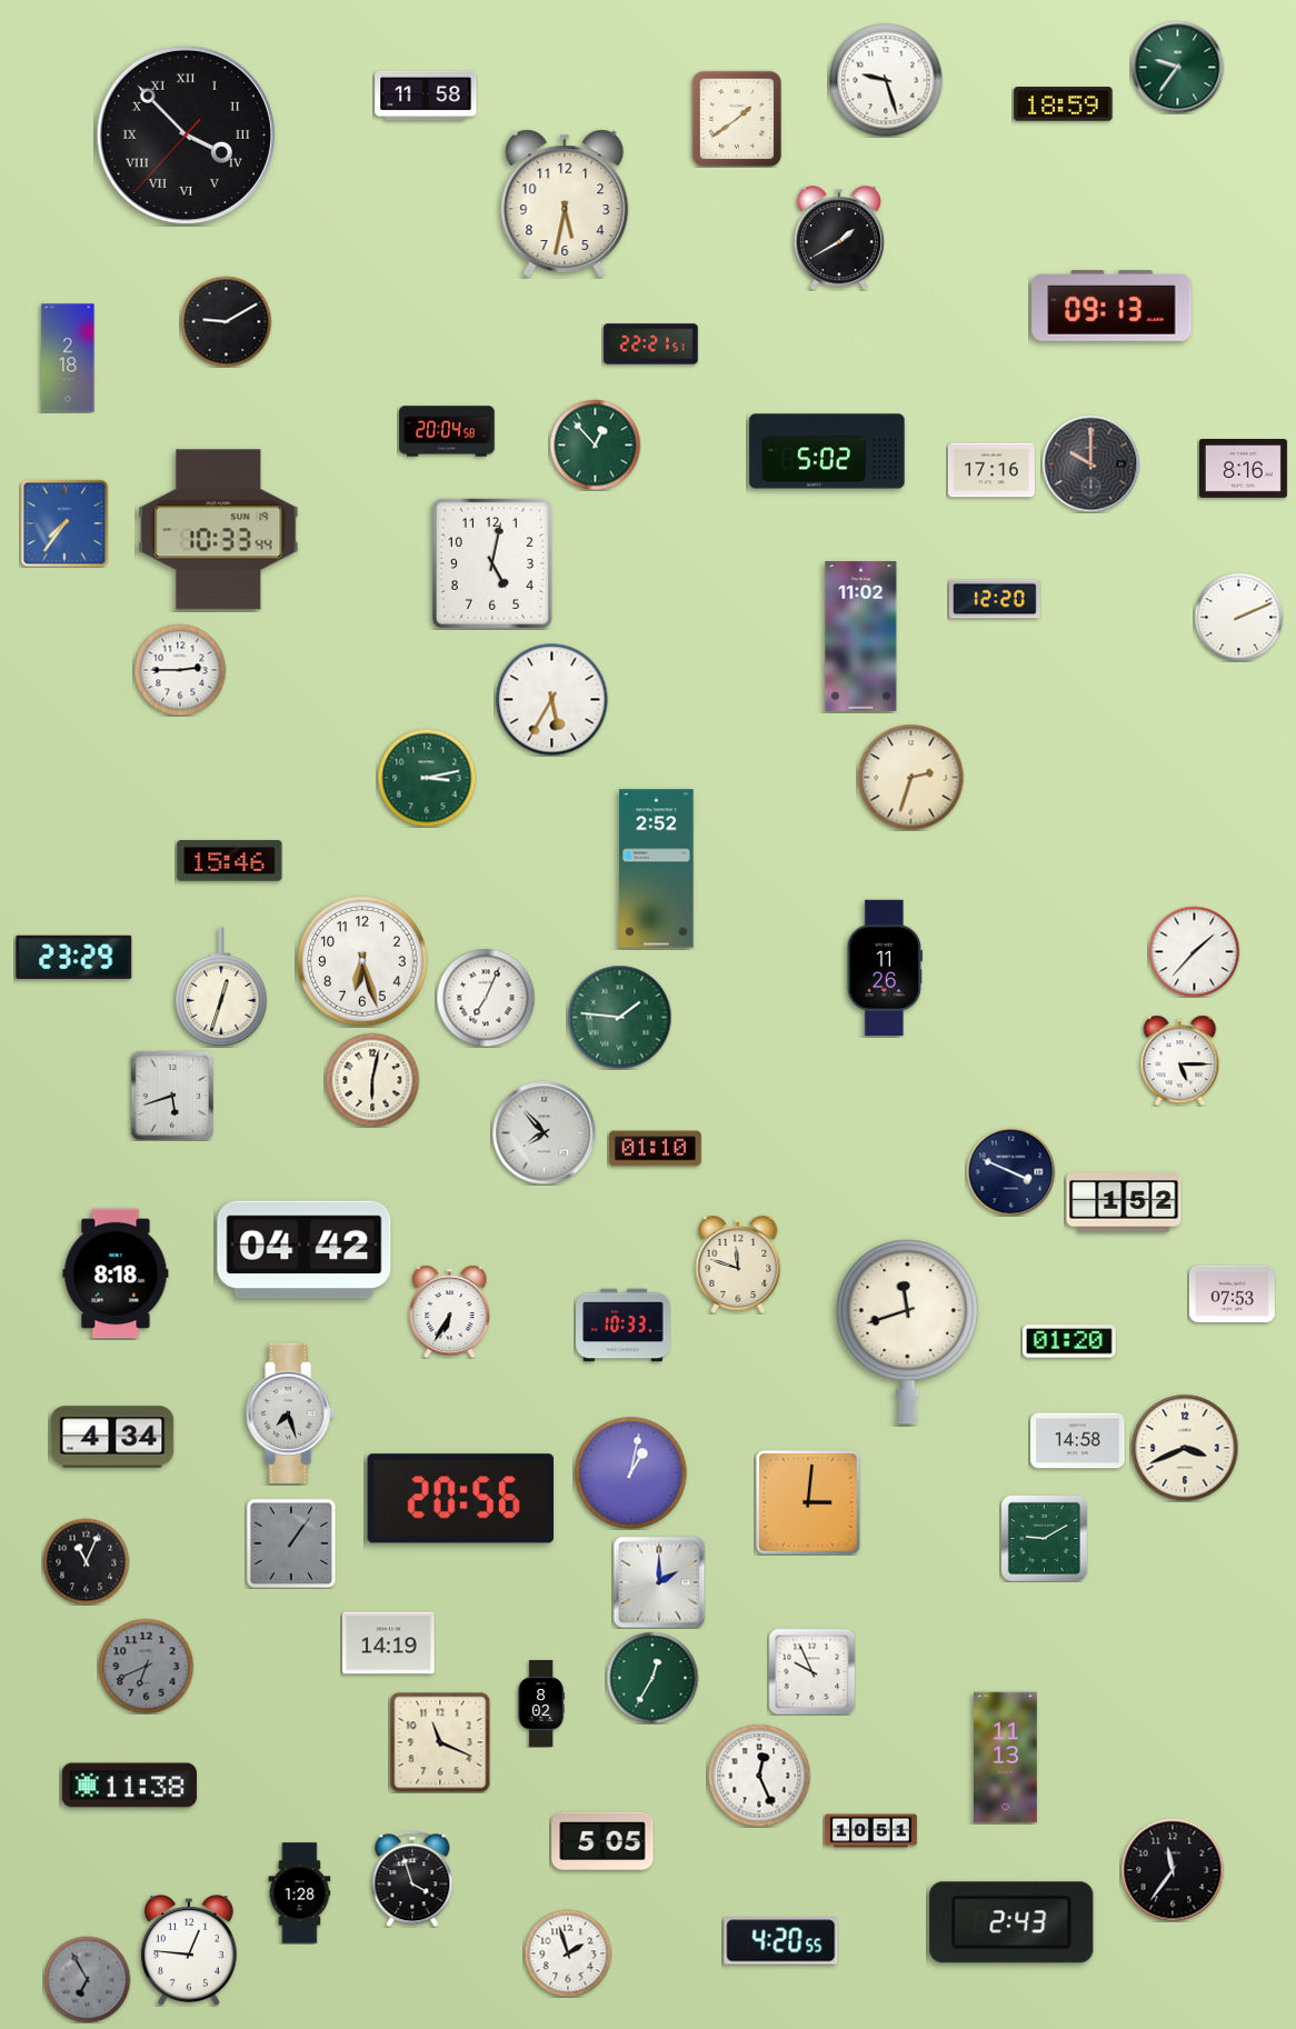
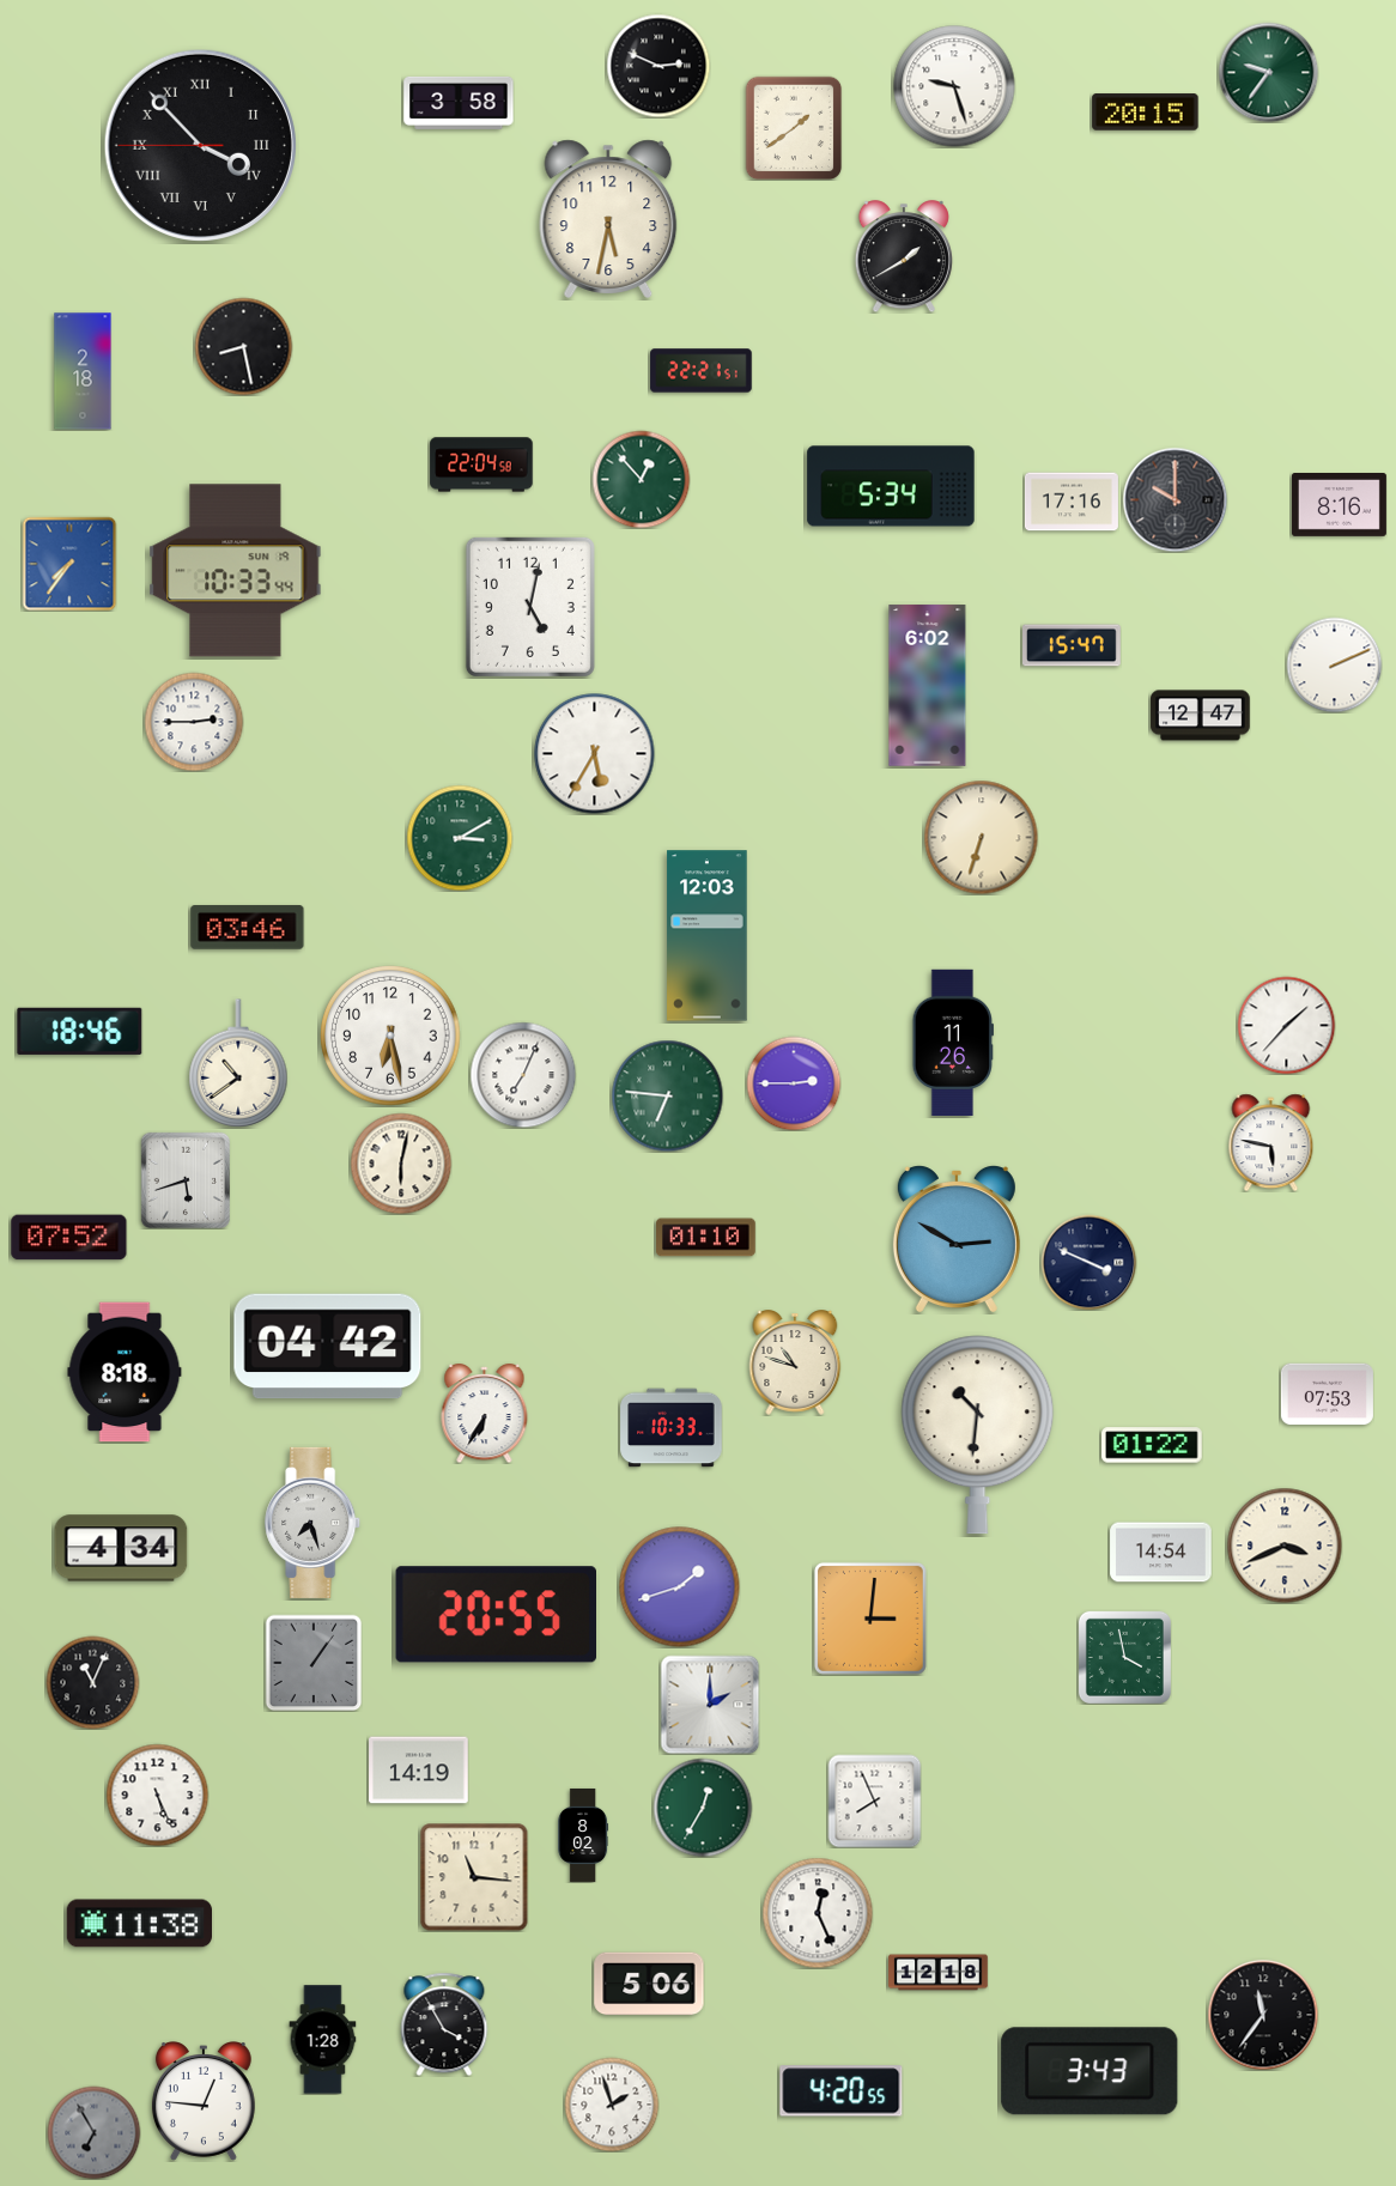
clock at (658, 66): none -> 2:49
clock at (426, 96): 11:58 -> 3:58
clock at (1064, 104): 18:59 -> 20:15
clock at (186, 134): 3:52:37 -> 3:52:45
clock at (1111, 307): 09:13 -> none
clock at (226, 321): 9:10 -> 8:28
clock at (68, 358) position: (68, 358) -> (83, 371)
clock at (447, 431): 20:04 -> 22:04
clock at (827, 451): 5:02 -> 5:34
clock at (991, 470) position: (991, 470) -> (1072, 502)
clock at (996, 599): 12:20 -> 15:47
clock at (861, 637): 11:02 -> 6:02
clock at (1201, 716): none -> 12:47
clock at (910, 777): 2:33 -> 6:33
clock at (427, 778): 3:13 -> 3:10
clock at (230, 861): 15:46 -> 03:46
clock at (657, 869): 2:52 -> 12:03
clock at (74, 957): 23:29 -> 18:46
clock at (362, 961): 6:27 -> 6:28
clock at (221, 987): 12:33 -> 10:39
clock at (794, 1083): none -> 2:45
clock at (619, 1017): 1:46 -> 6:46
clock at (1180, 1060): 5:15 -> 5:47
clock at (544, 1132): 7:53 -> none
clock at (69, 1238): none -> 07:52
clock at (957, 1239): none -> 2:50
clock at (1124, 1202): 1:52 -> none
clock at (738, 1265): 11:48 -> 10:48
clock at (908, 1332): 11:42 -> 10:31
clock at (1069, 1341): 01:20 -> 01:22
clock at (1078, 1441): 14:58 -> 14:54
clock at (1185, 1448) position: (1185, 1448) -> (1285, 1546)
clock at (631, 1473): 1:02 -> 1:42
clock at (460, 1499): 20:56 -> 20:55
clock at (1044, 1538): 9:10 -> 3:58
clock at (146, 1666): 6:41 -> 5:26
clock at (146, 1666) dial: grey -> white
clock at (811, 1671): 9:56 -> 7:56
clock at (440, 1742): 11:19 -> 11:16
clock at (1006, 1758): 11:13 -> none
clock at (871, 1831): 10:51 -> 12:18
clock at (602, 1841): 5:05 -> 5:06
clock at (412, 1879): 3:57 -> 3:55
clock at (1011, 1922): 2:43 -> 3:43
